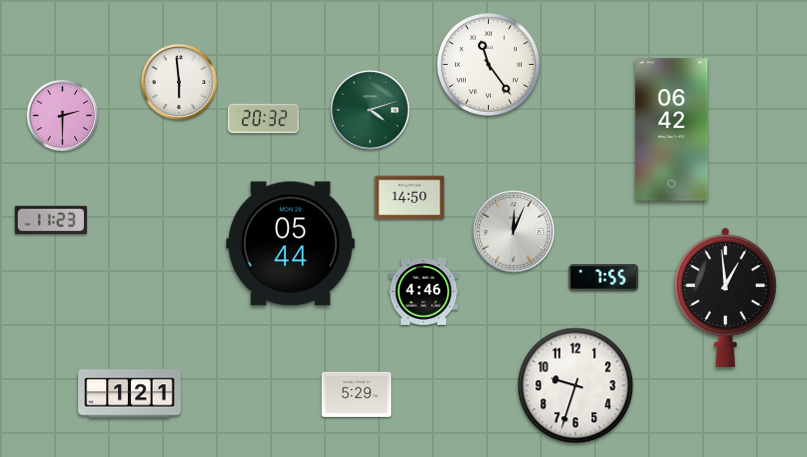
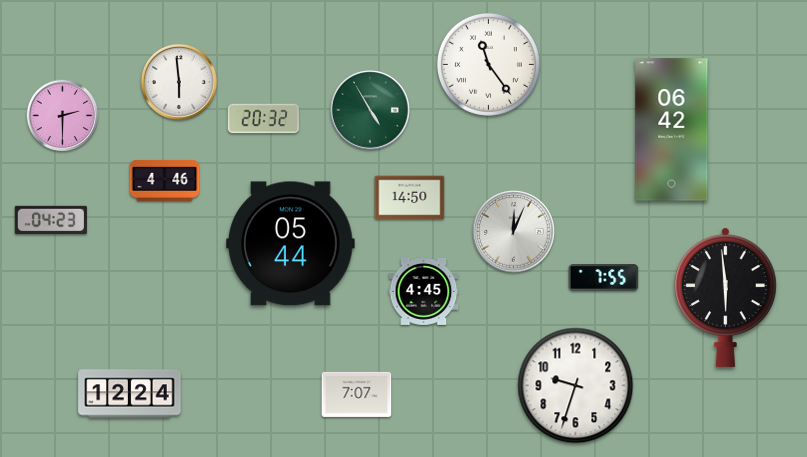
clock at (370, 110): 4:12 -> 4:55
clock at (165, 180): none -> 4:46
clock at (51, 220): 11:23 -> 04:23
clock at (424, 291): 4:46 -> 4:45
clock at (725, 297): 12:59 -> 5:59
clock at (130, 394): 1:21 -> 12:24
clock at (357, 394): 5:29 -> 7:07
